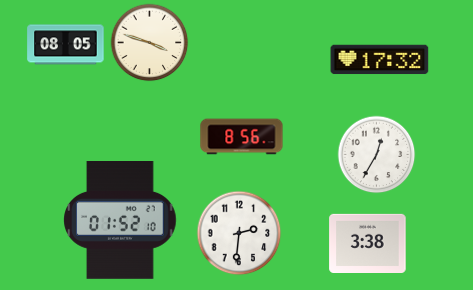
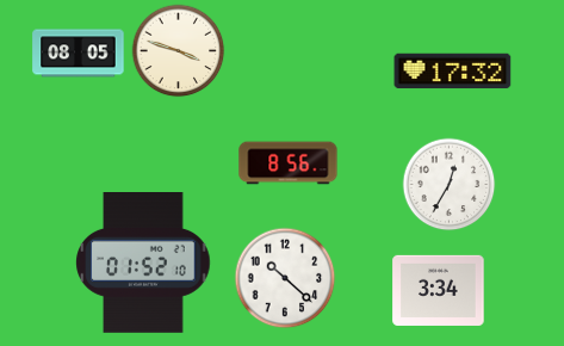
clock at (239, 233): 2:31 -> 10:22
clock at (368, 243): 3:38 -> 3:34
